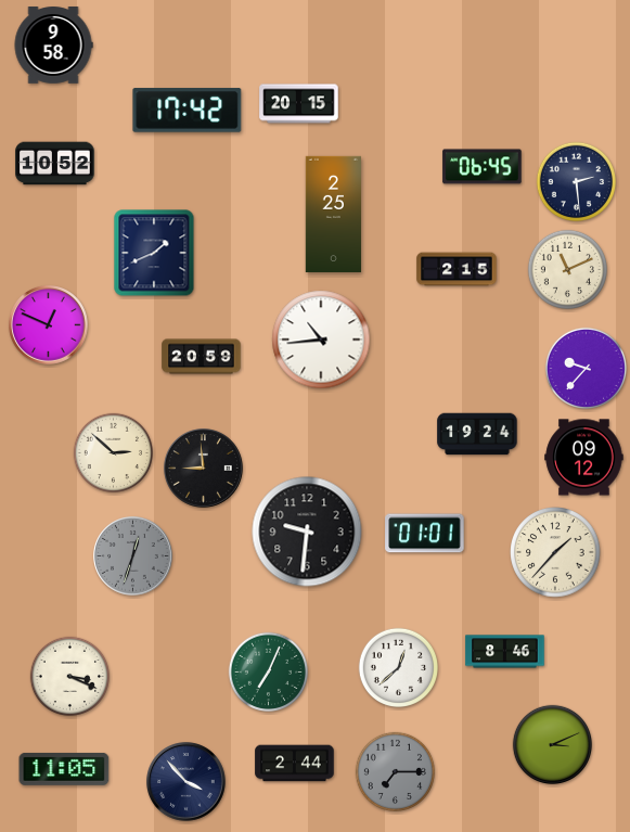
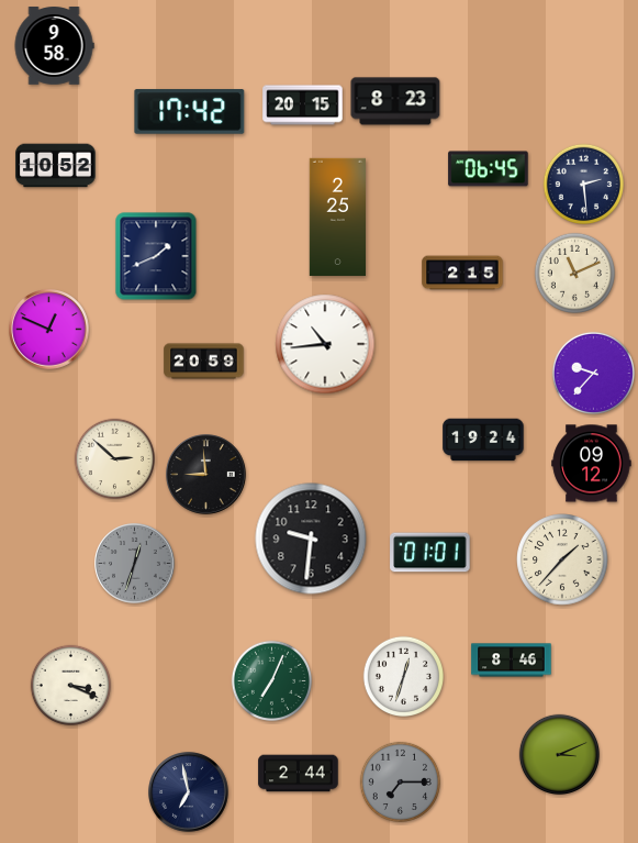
clock at (395, 101): none -> 8:23
clock at (425, 534) position: (425, 534) -> (430, 553)
clock at (398, 667): 12:38 -> 12:33
clock at (64, 769): 11:05 -> none
clock at (187, 782): 3:53 -> 6:58
